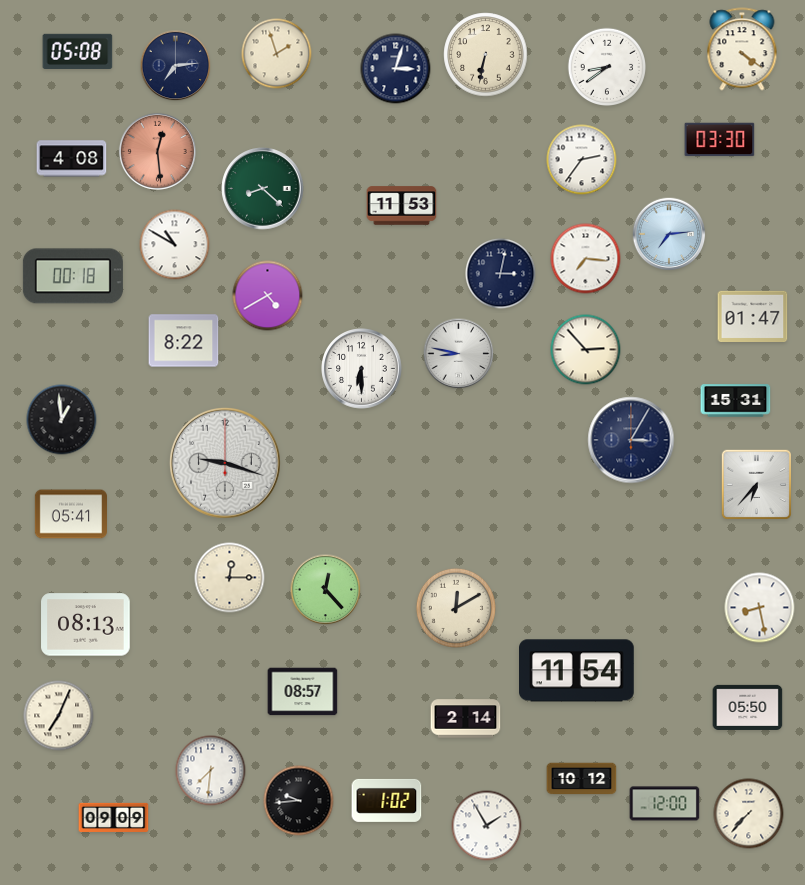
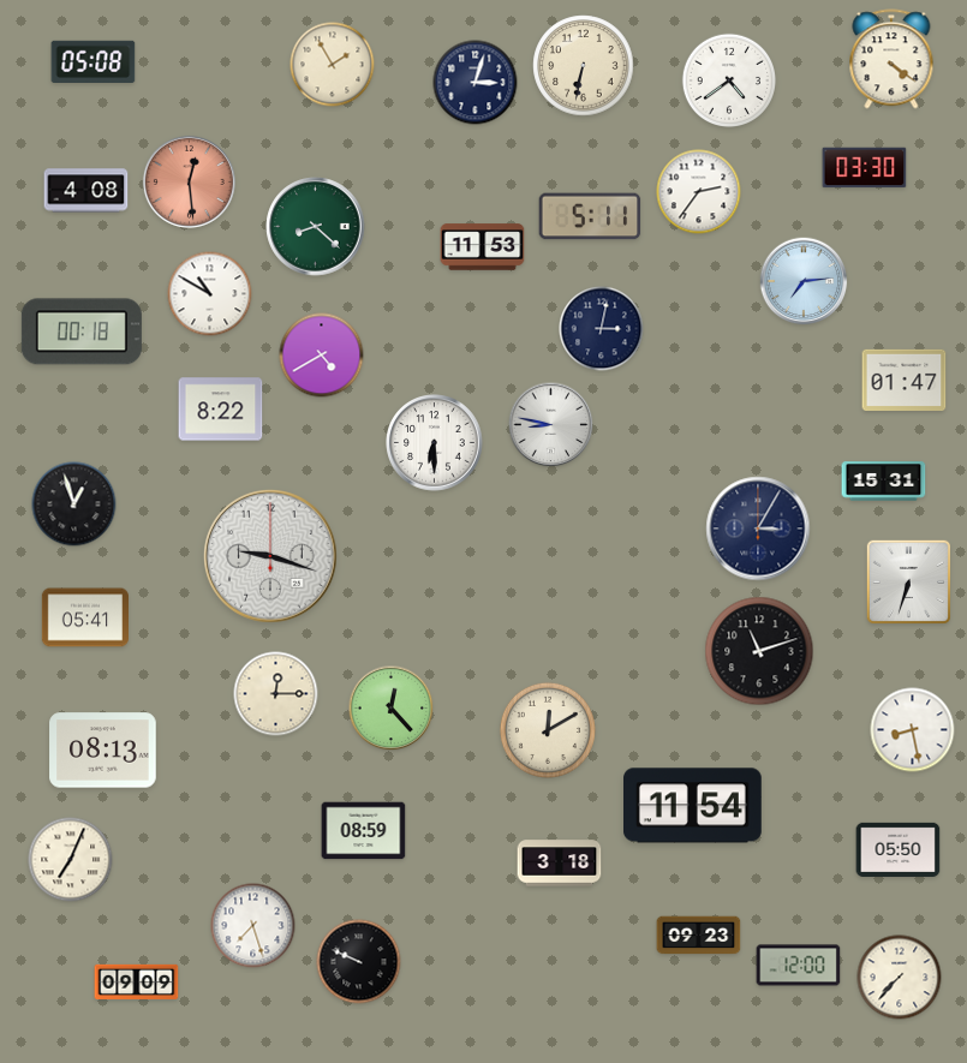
clock at (277, 54): 1:57 -> 1:55
clock at (176, 66): 7:14 -> none
clock at (607, 67): 8:39 -> 4:39
clock at (590, 216): none -> 5:11
clock at (586, 259): 7:16 -> none
clock at (73, 276) position: (73, 276) -> (82, 332)
clock at (586, 350): 2:53 -> none
clock at (62, 420): 12:59 -> 12:57
clock at (756, 484): 6:37 -> 6:33
clock at (759, 651): none -> 11:12
clock at (303, 692): 08:57 -> 08:59
clock at (466, 719): 2:14 -> 3:18
clock at (211, 771): 7:31 -> 7:27
clock at (582, 779): 10:12 -> 09:23
clock at (387, 800): 1:02 -> none
clock at (299, 801): 9:44 -> 9:49
clock at (487, 826): 1:55 -> none
